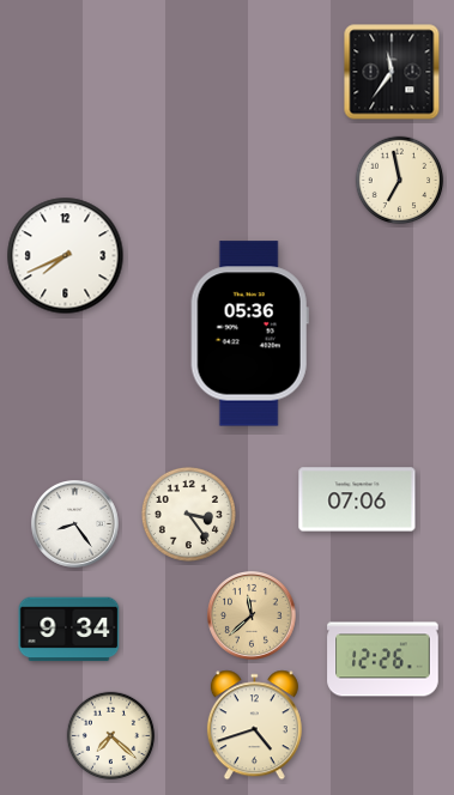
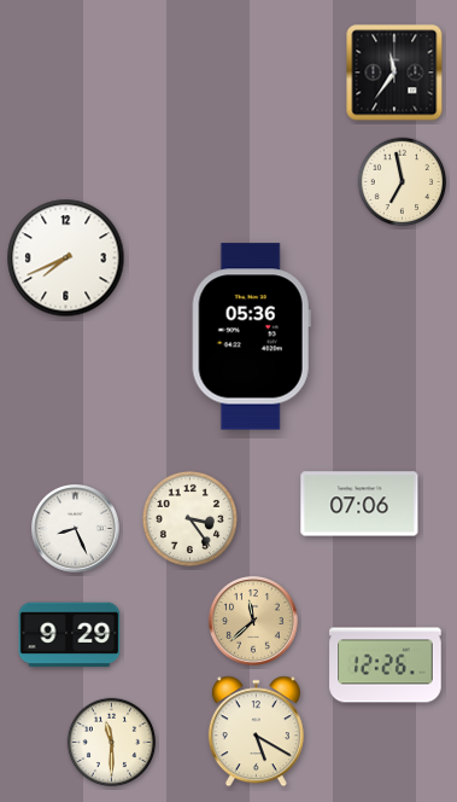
clock at (75, 524): 8:24 -> 8:26
clock at (69, 630): 9:34 -> 9:29
clock at (254, 726): 4:42 -> 5:20
clock at (111, 736): 7:22 -> 11:30
